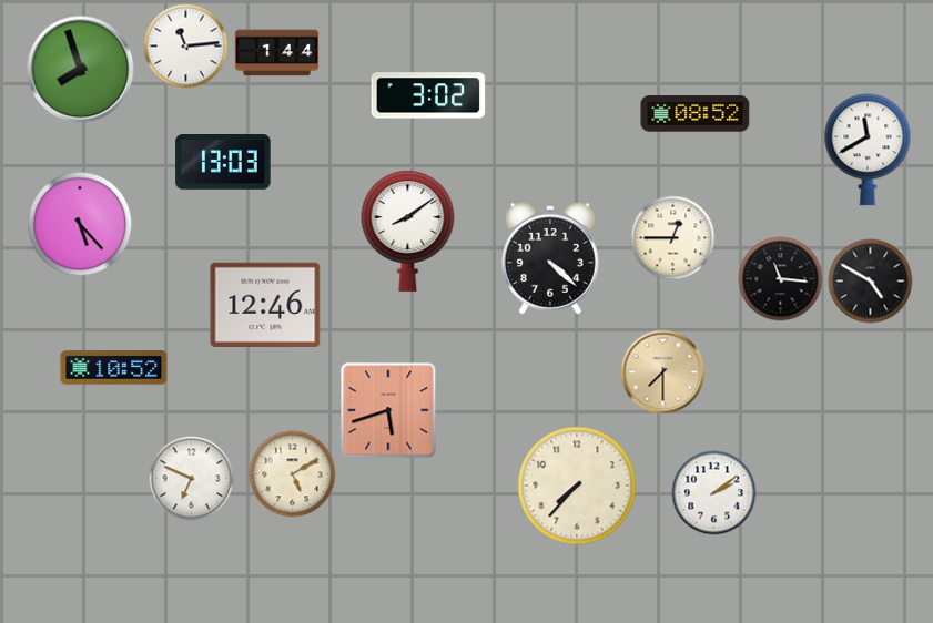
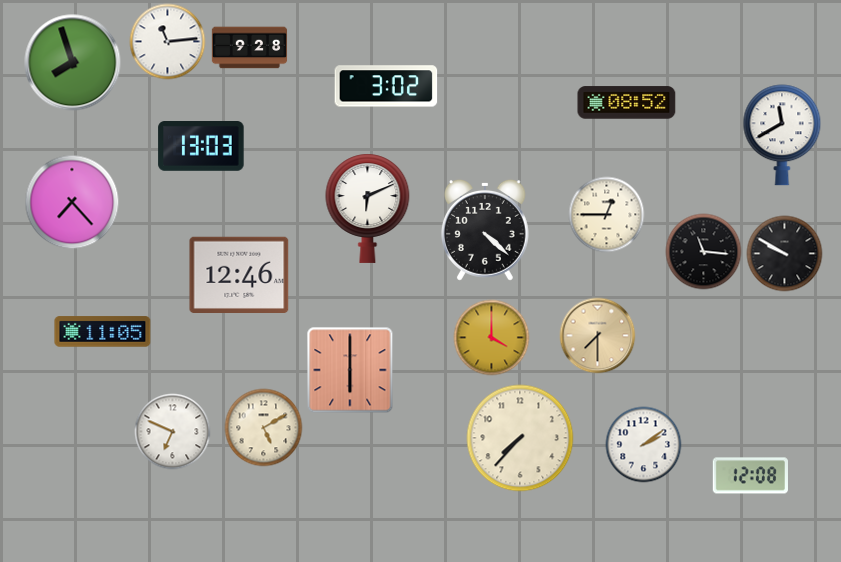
clock at (277, 53): 1:44 -> 9:28
clock at (80, 224): 5:23 -> 7:23
clock at (408, 231): 8:09 -> 6:11
clock at (550, 258) position: (550, 258) -> (485, 230)
clock at (871, 282): 4:50 -> 9:50
clock at (114, 368): 10:52 -> 11:05
clock at (492, 338): none -> 4:00
clock at (388, 410): 5:42 -> 6:00
clock at (750, 476): none -> 12:08
